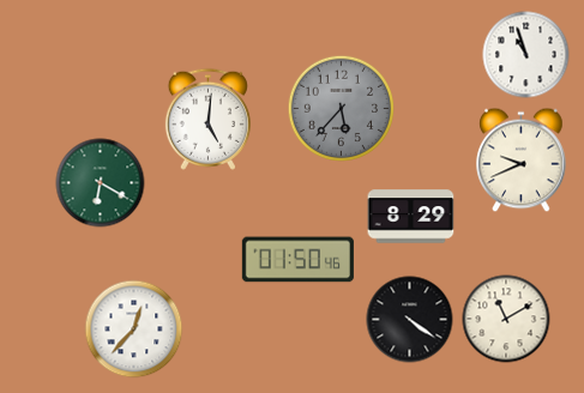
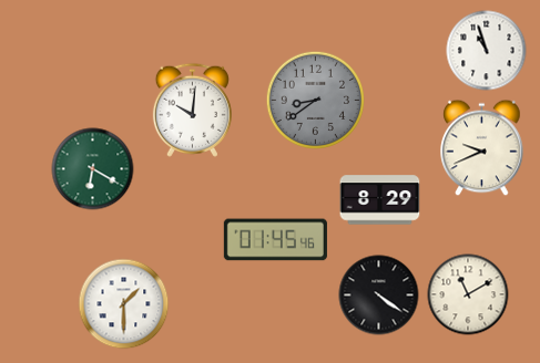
clock at (341, 108): 5:37 -> 8:39
clock at (207, 119): 5:01 -> 10:01
clock at (297, 260): 01:50 -> 01:45
clock at (134, 329): 12:37 -> 1:30
